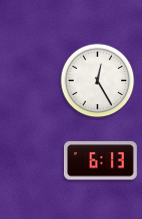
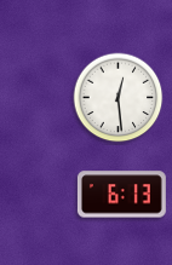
clock at (98, 81): 12:25 -> 12:29
